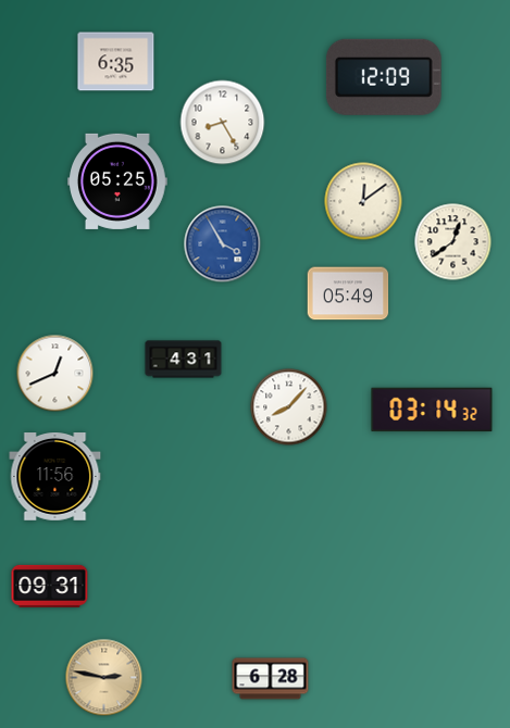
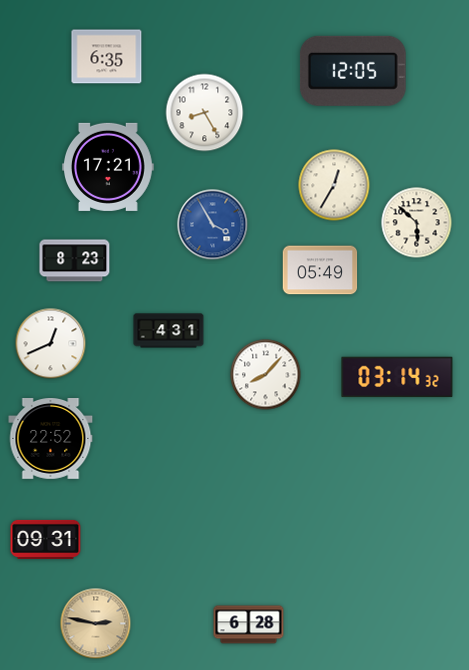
clock at (384, 77): 12:09 -> 12:05
clock at (119, 181): 05:25 -> 17:21
clock at (363, 201): 12:09 -> 12:35
clock at (453, 242): 12:39 -> 5:52
clock at (223, 244) position: (223, 244) -> (213, 225)
clock at (75, 261): none -> 8:23
clock at (55, 477): 11:56 -> 22:52
